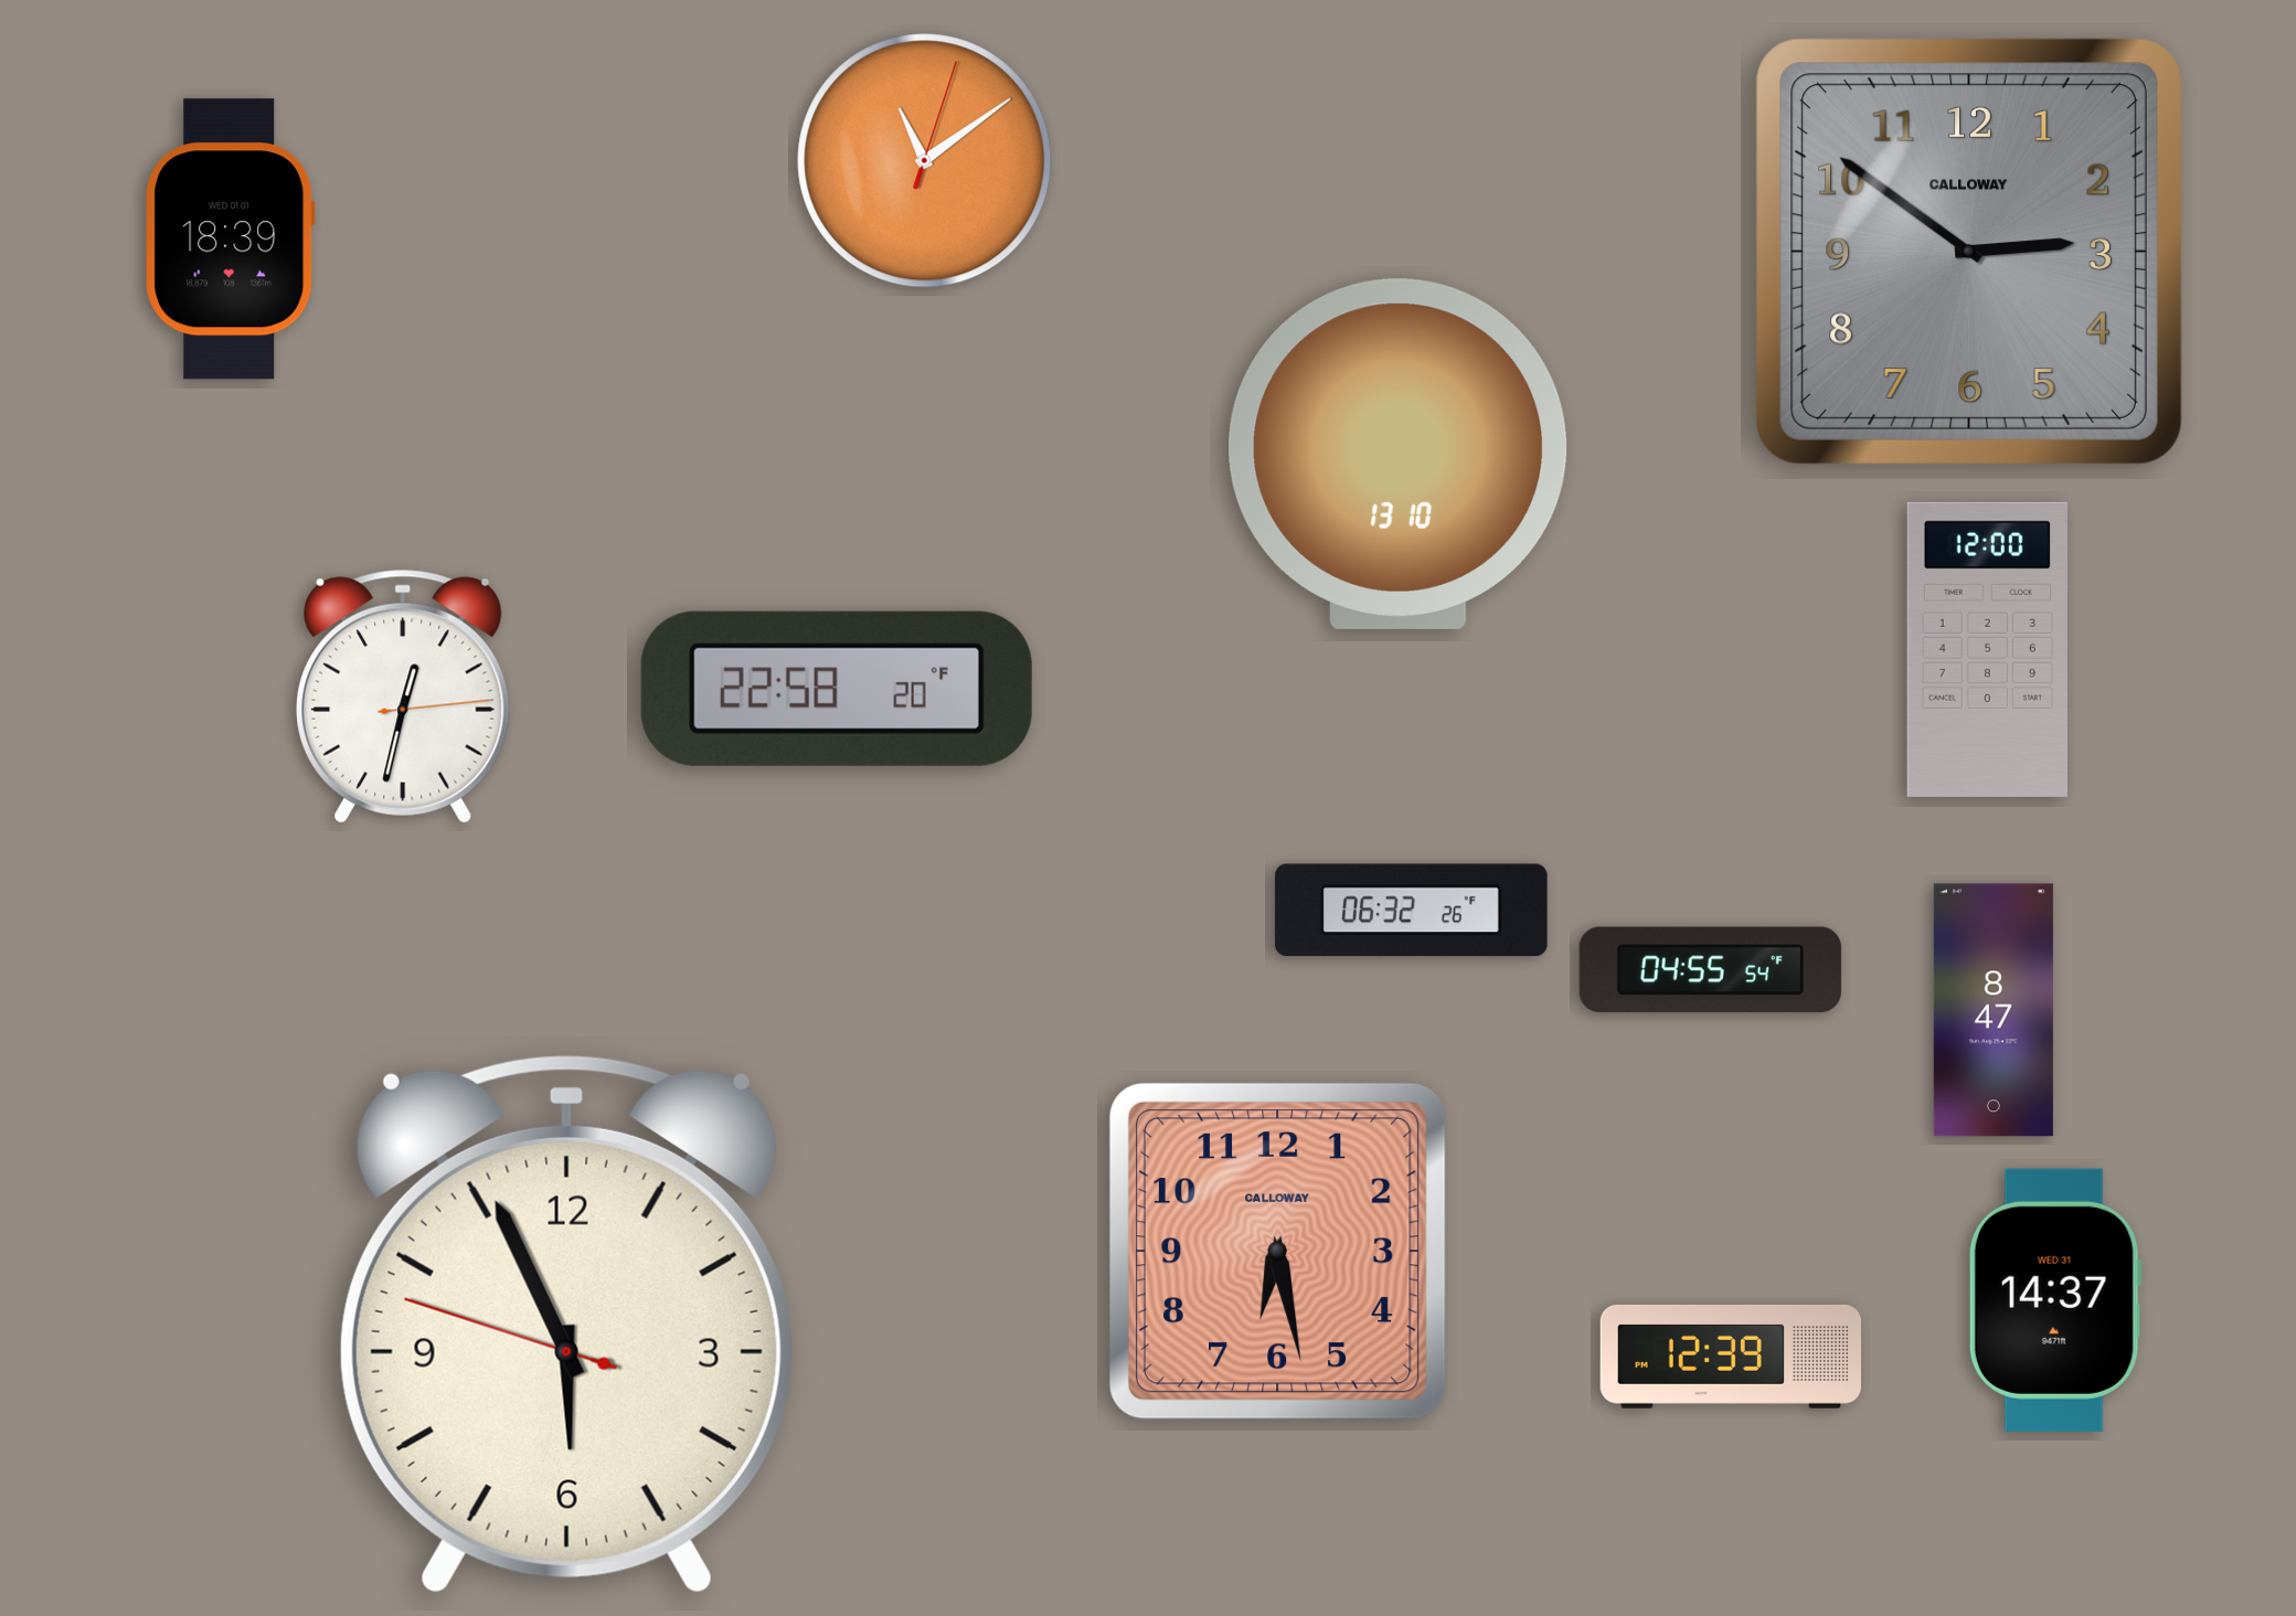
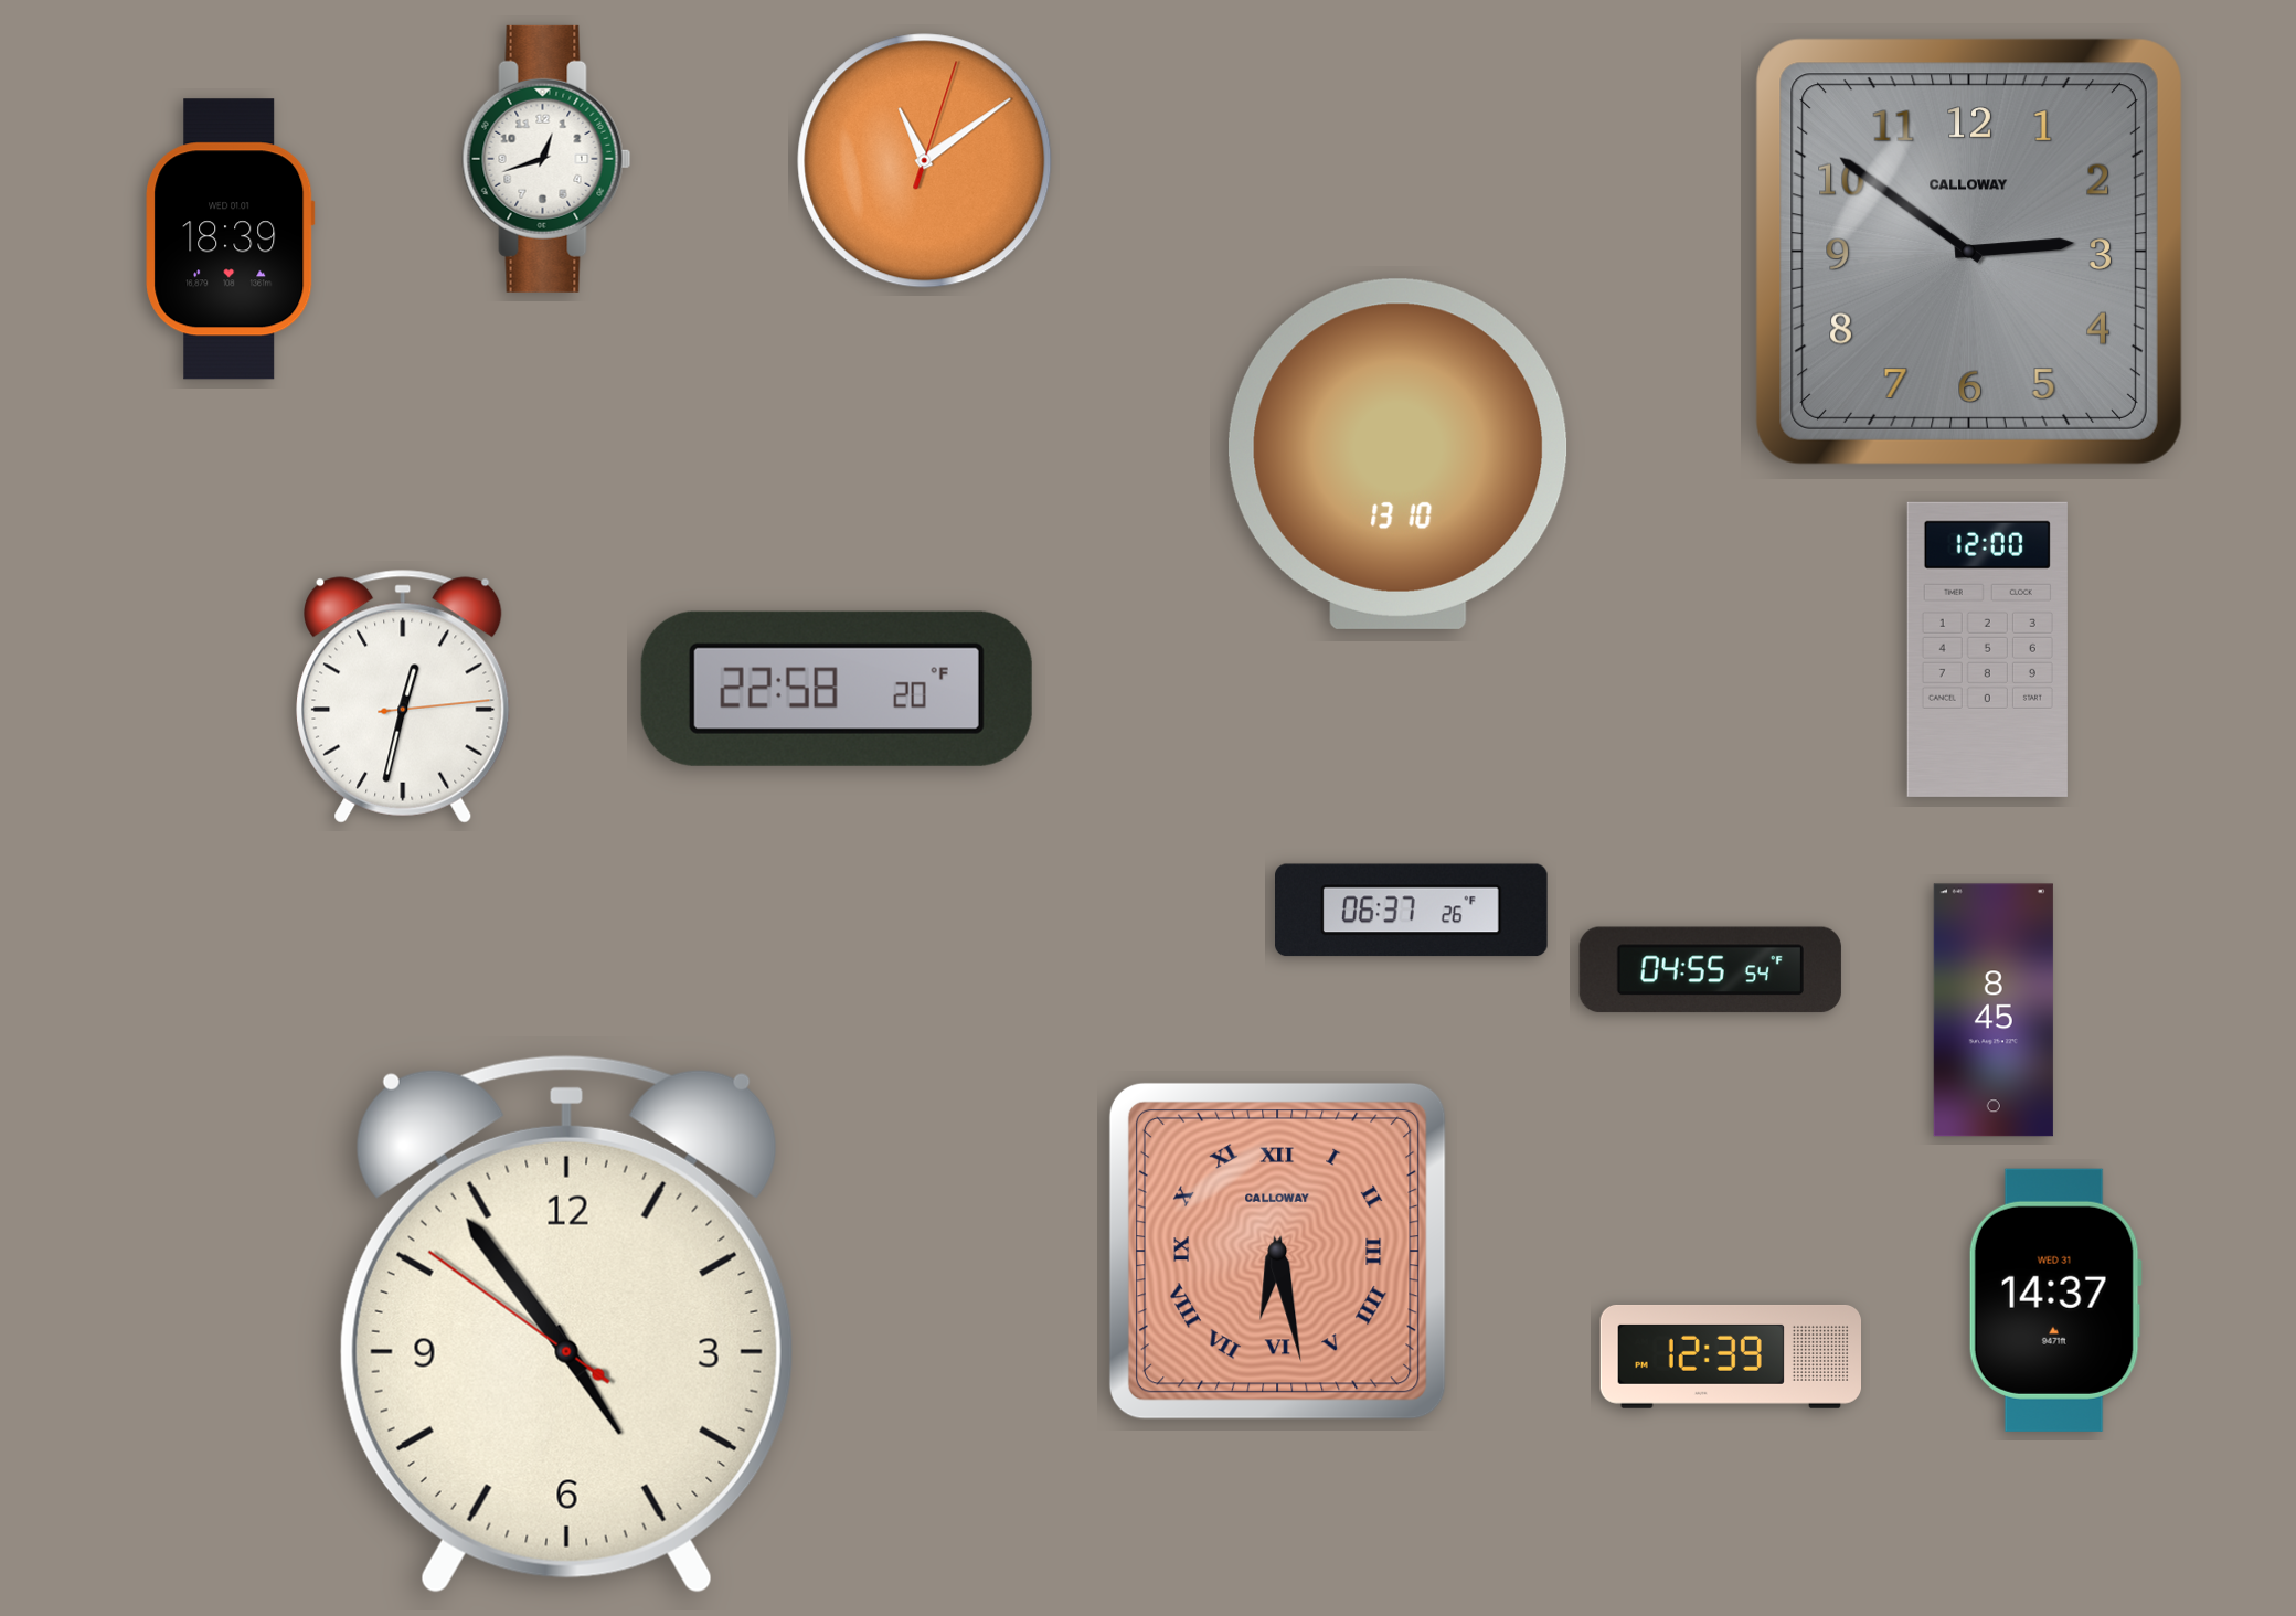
clock at (546, 159): none -> 12:42
clock at (1412, 911): 06:32 -> 06:37
clock at (1994, 1010): 8:47 -> 8:45
clock at (1277, 1251) numerals: Arabic -> Roman
clock at (566, 1323): 5:55 -> 4:53
